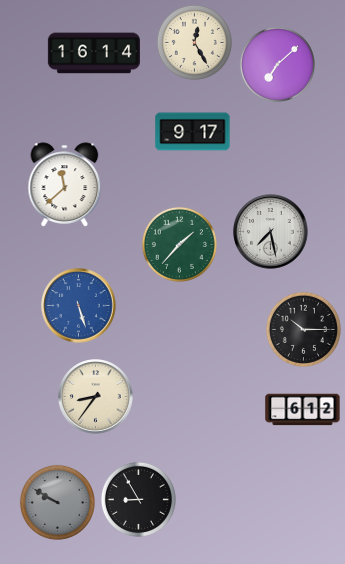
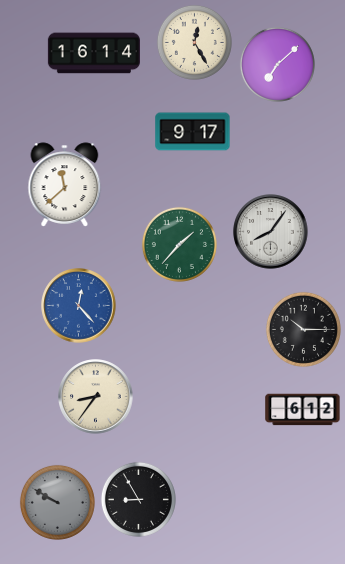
clock at (271, 232): 7:28 -> 8:06
clock at (79, 306): 5:27 -> 12:23
